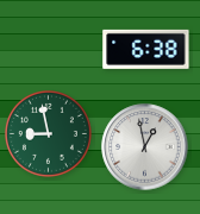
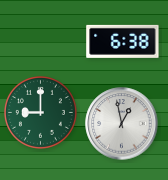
clock at (48, 133): 8:58 -> 9:00
